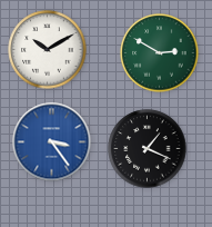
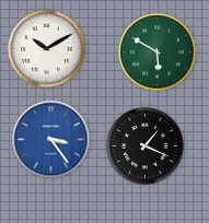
clock at (160, 53): 2:50 -> 5:50
